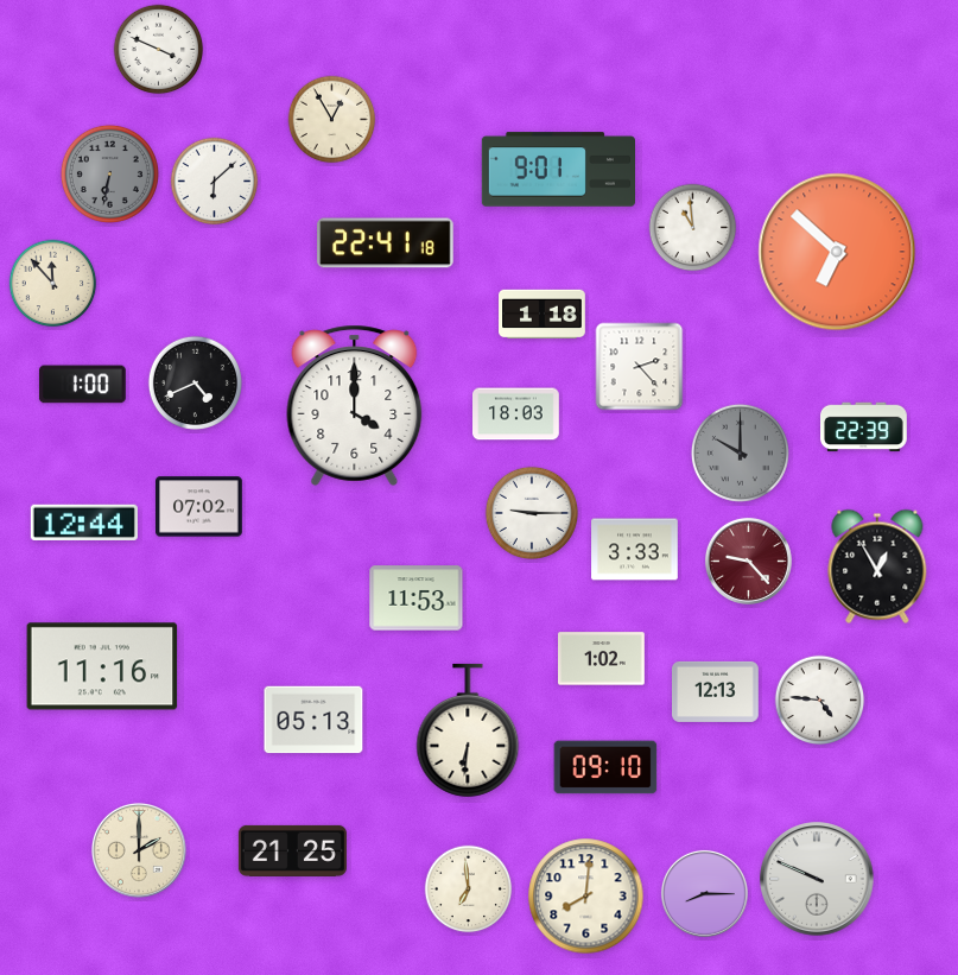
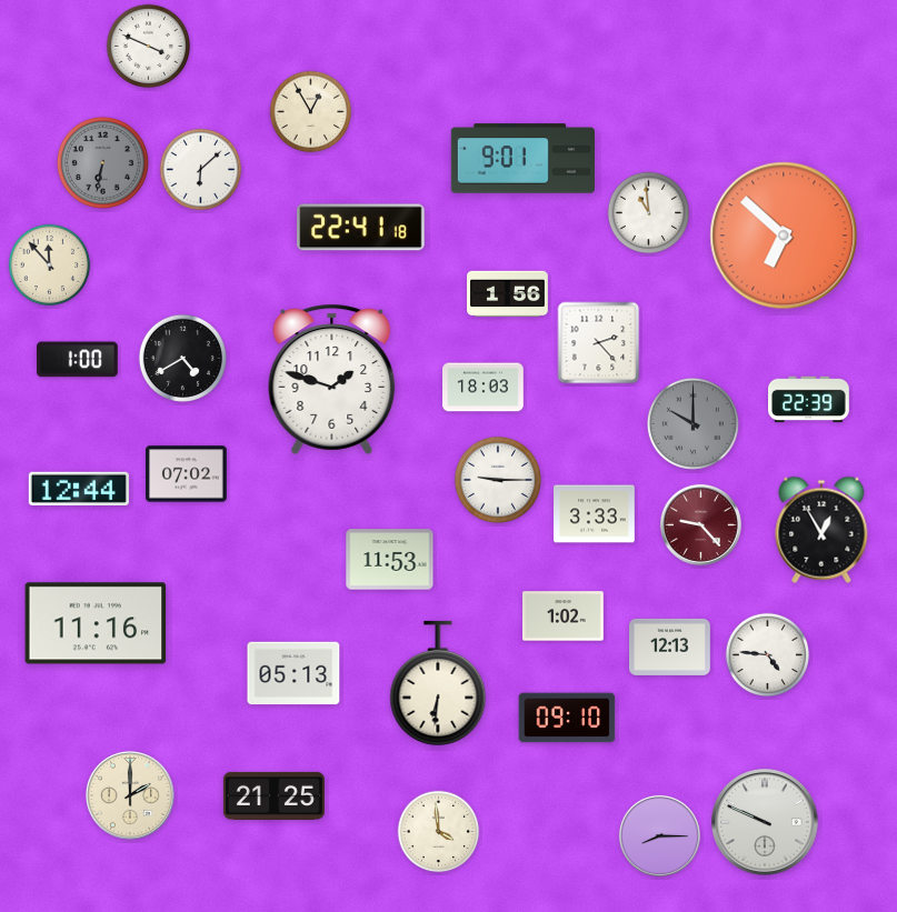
clock at (543, 315): 1:18 -> 1:56
clock at (195, 382): 4:41 -> 4:40
clock at (355, 405): 4:00 -> 1:48
clock at (469, 889): 6:59 -> 3:59
clock at (586, 897): 8:01 -> none
